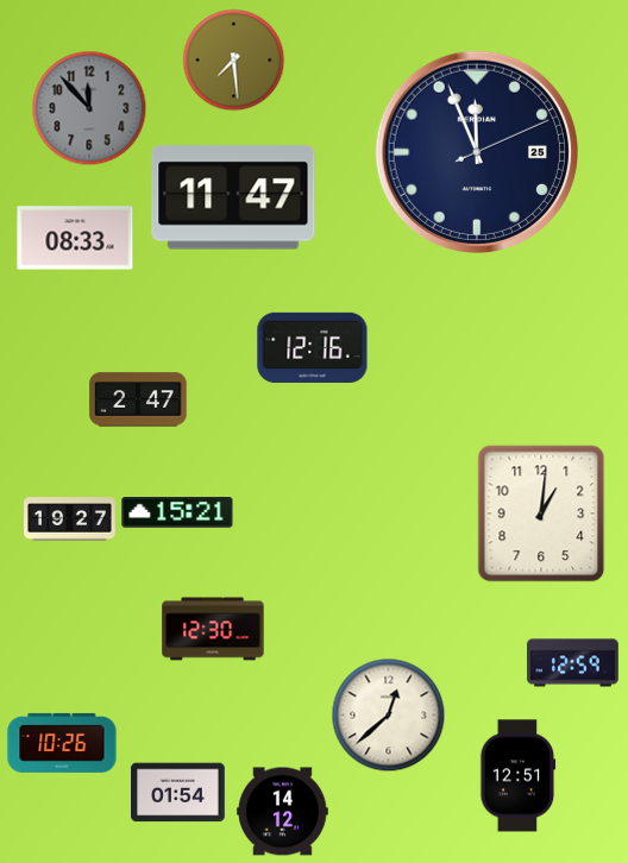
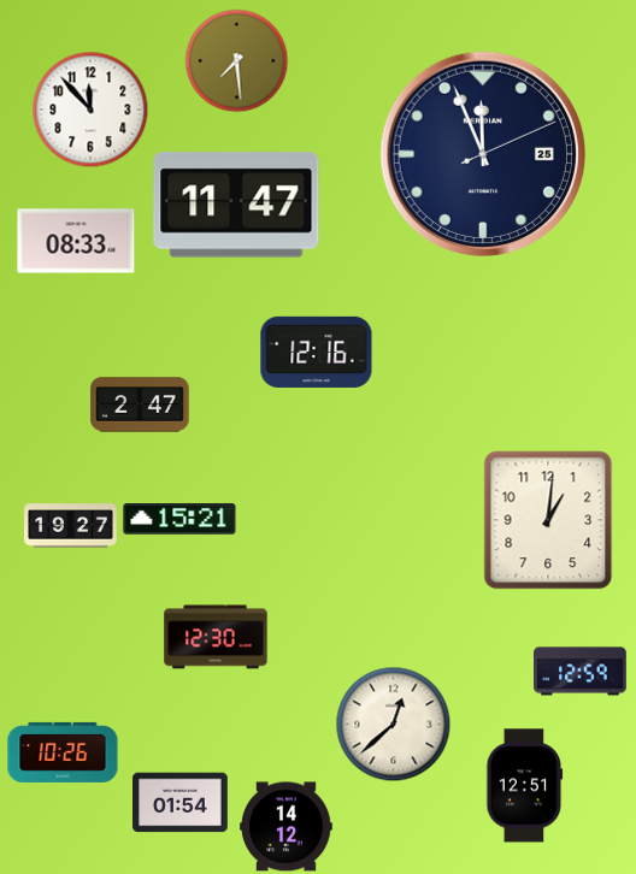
clock at (89, 108) dial: grey -> white
clock at (233, 197) position: (233, 197) -> (236, 205)
clock at (283, 812) position: (283, 812) -> (287, 827)
